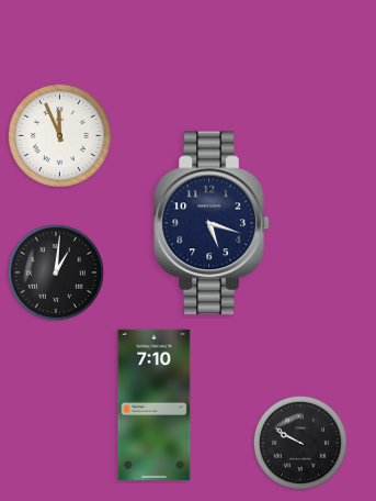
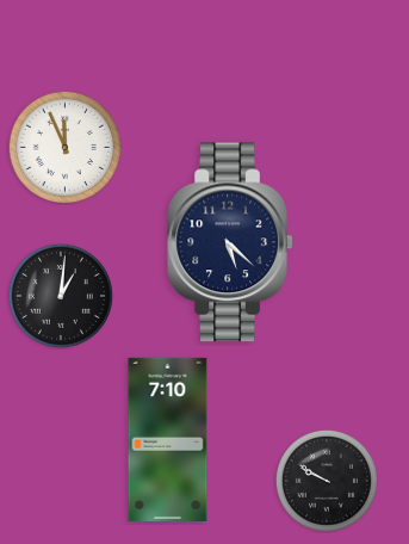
clock at (212, 223): 5:18 -> 5:22
